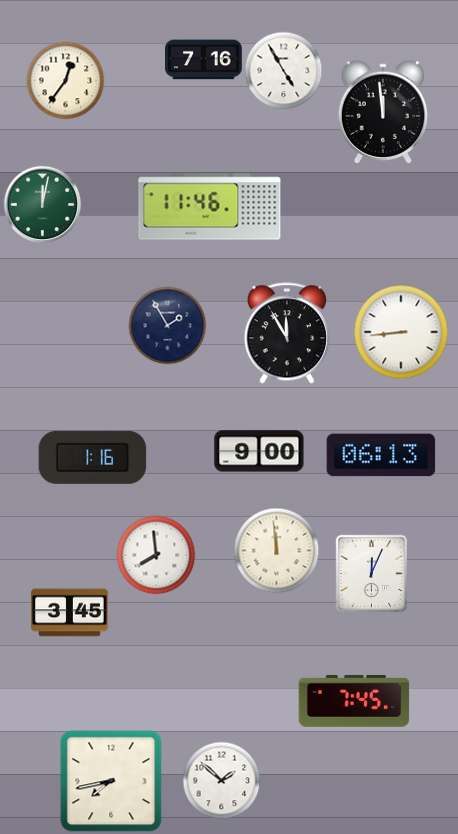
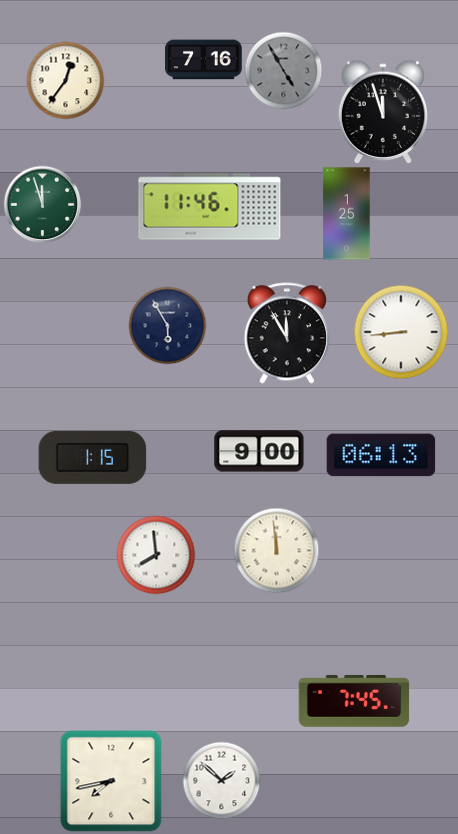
clock at (283, 70) dial: white -> grey
clock at (383, 111): 11:59 -> 11:57
clock at (42, 204): 12:02 -> 11:57
clock at (347, 214): none -> 1:25
clock at (167, 325): 1:55 -> 5:55
clock at (93, 457): 1:16 -> 1:15
clock at (372, 573): 12:04 -> none
clock at (70, 613): 3:45 -> none
